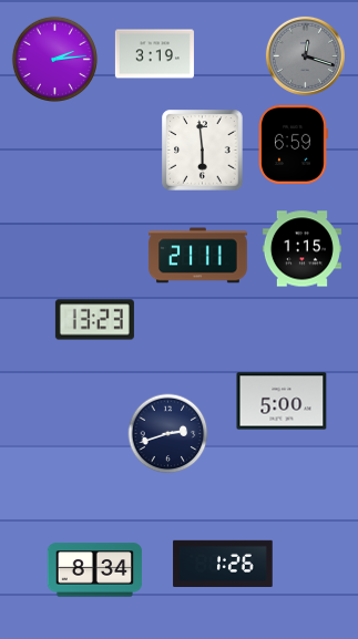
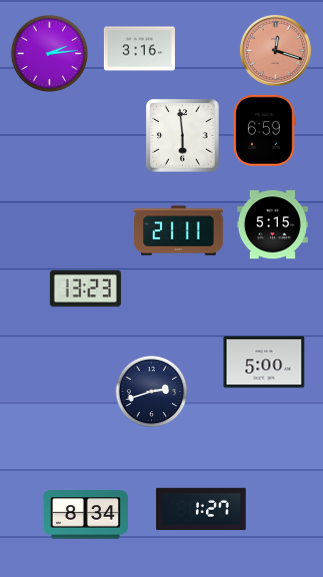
clock at (154, 54): 3:19 -> 3:16
clock at (305, 55) dial: grey -> salmon
clock at (301, 249): 1:15 -> 5:15
clock at (282, 401) position: (282, 401) -> (264, 362)
clock at (223, 563): 1:26 -> 1:27
